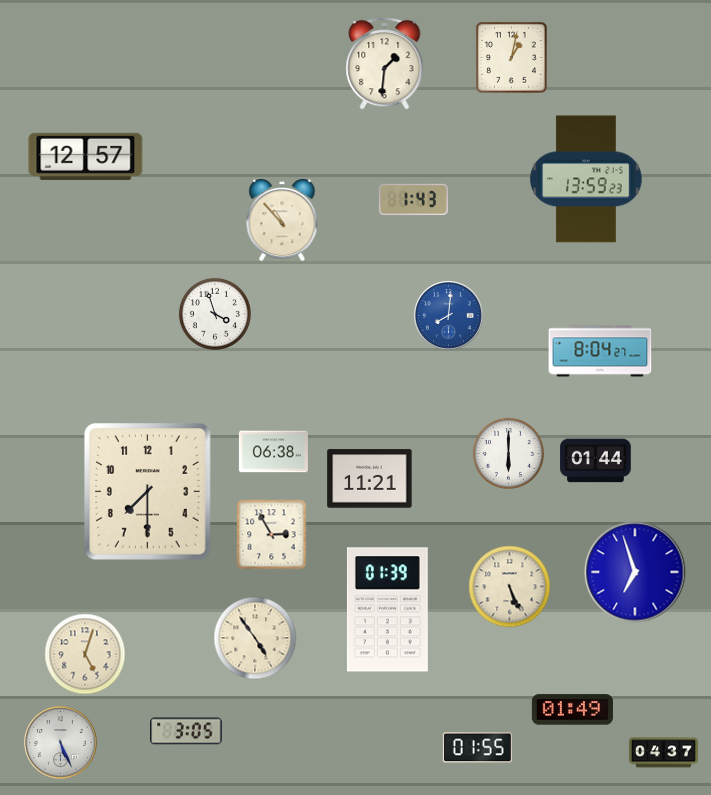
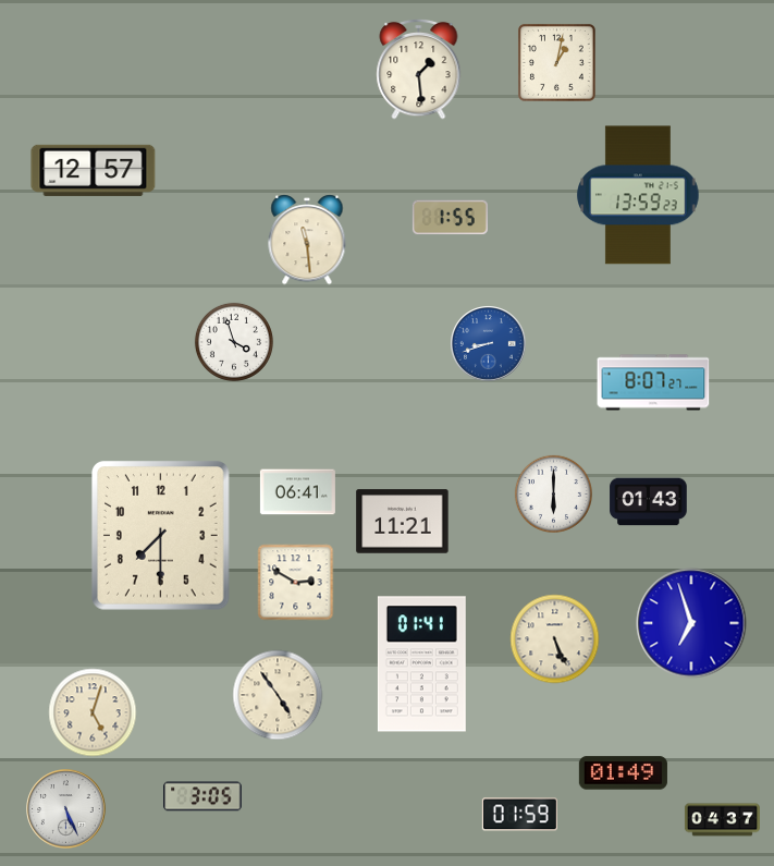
clock at (385, 63): 1:31 -> 1:29
clock at (413, 200): 1:43 -> 1:55
clock at (282, 220): 10:53 -> 11:29
clock at (449, 316): 8:01 -> 8:42
clock at (600, 351): 8:04 -> 8:07
clock at (273, 452): 06:38 -> 06:41
clock at (596, 461): 01:44 -> 01:43
clock at (272, 535): 2:55 -> 2:50
clock at (387, 610): 01:39 -> 01:41
clock at (477, 748): 01:55 -> 01:59
